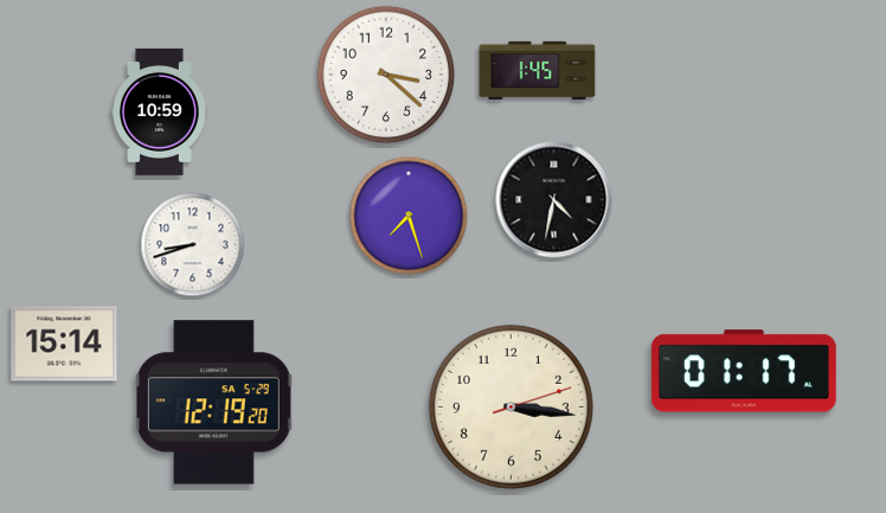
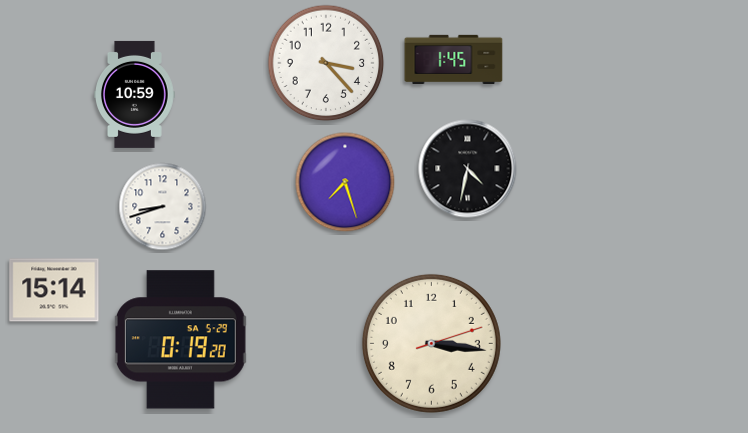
clock at (386, 75): 3:22 -> 3:23
clock at (744, 371): 01:17 -> none
clock at (213, 403): 12:19 -> 0:19
